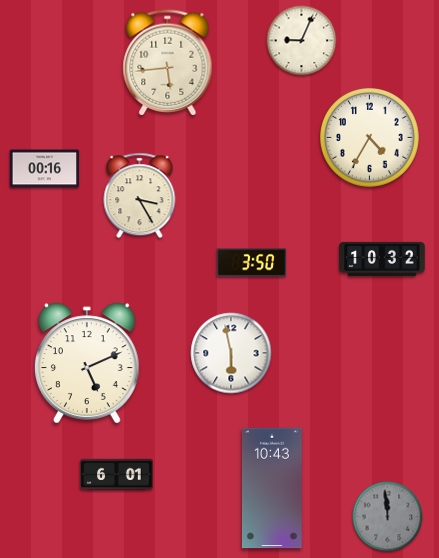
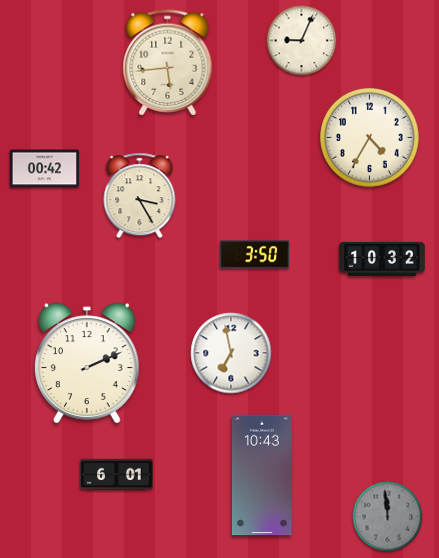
clock at (45, 169): 00:16 -> 00:42
clock at (252, 263) position: (252, 263) -> (255, 255)
clock at (231, 353): 5:58 -> 6:58
clock at (88, 363): 5:11 -> 2:11
clock at (272, 488) position: (272, 488) -> (262, 475)
